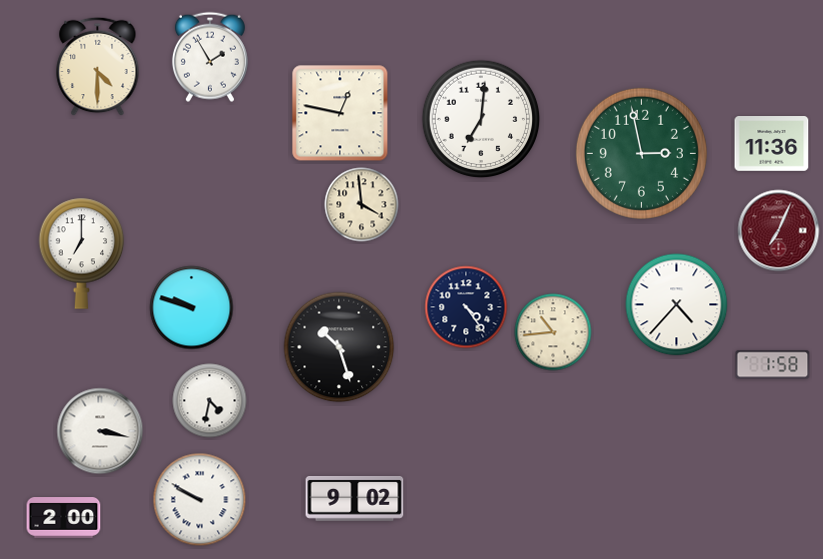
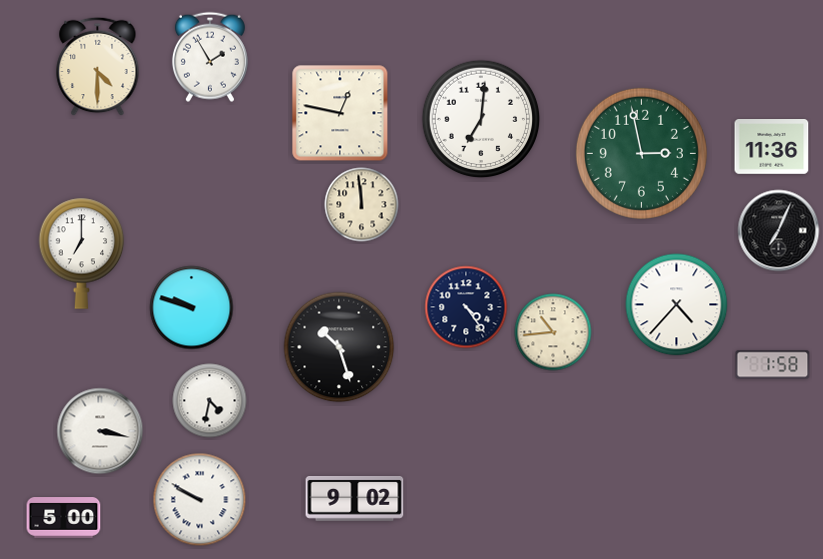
clock at (772, 144) position: (772, 144) -> (772, 147)
clock at (362, 205): 3:59 -> 11:59
clock at (779, 231) dial: burgundy -> black
clock at (64, 518): 2:00 -> 5:00
